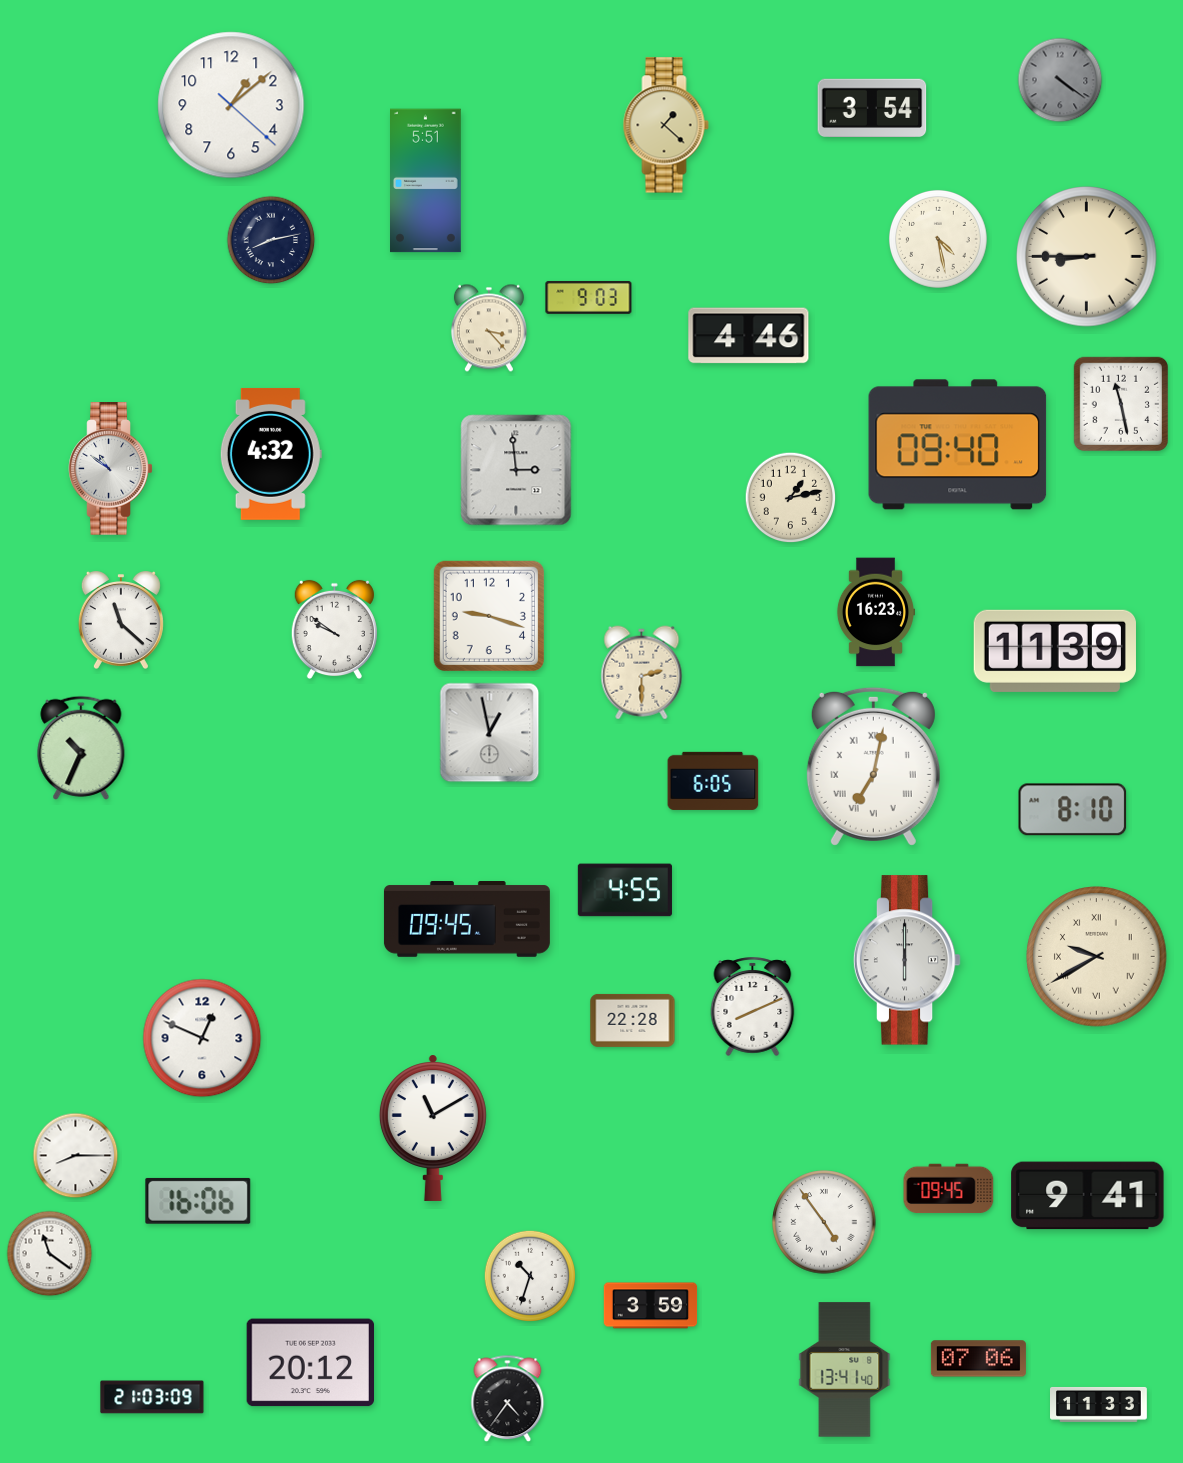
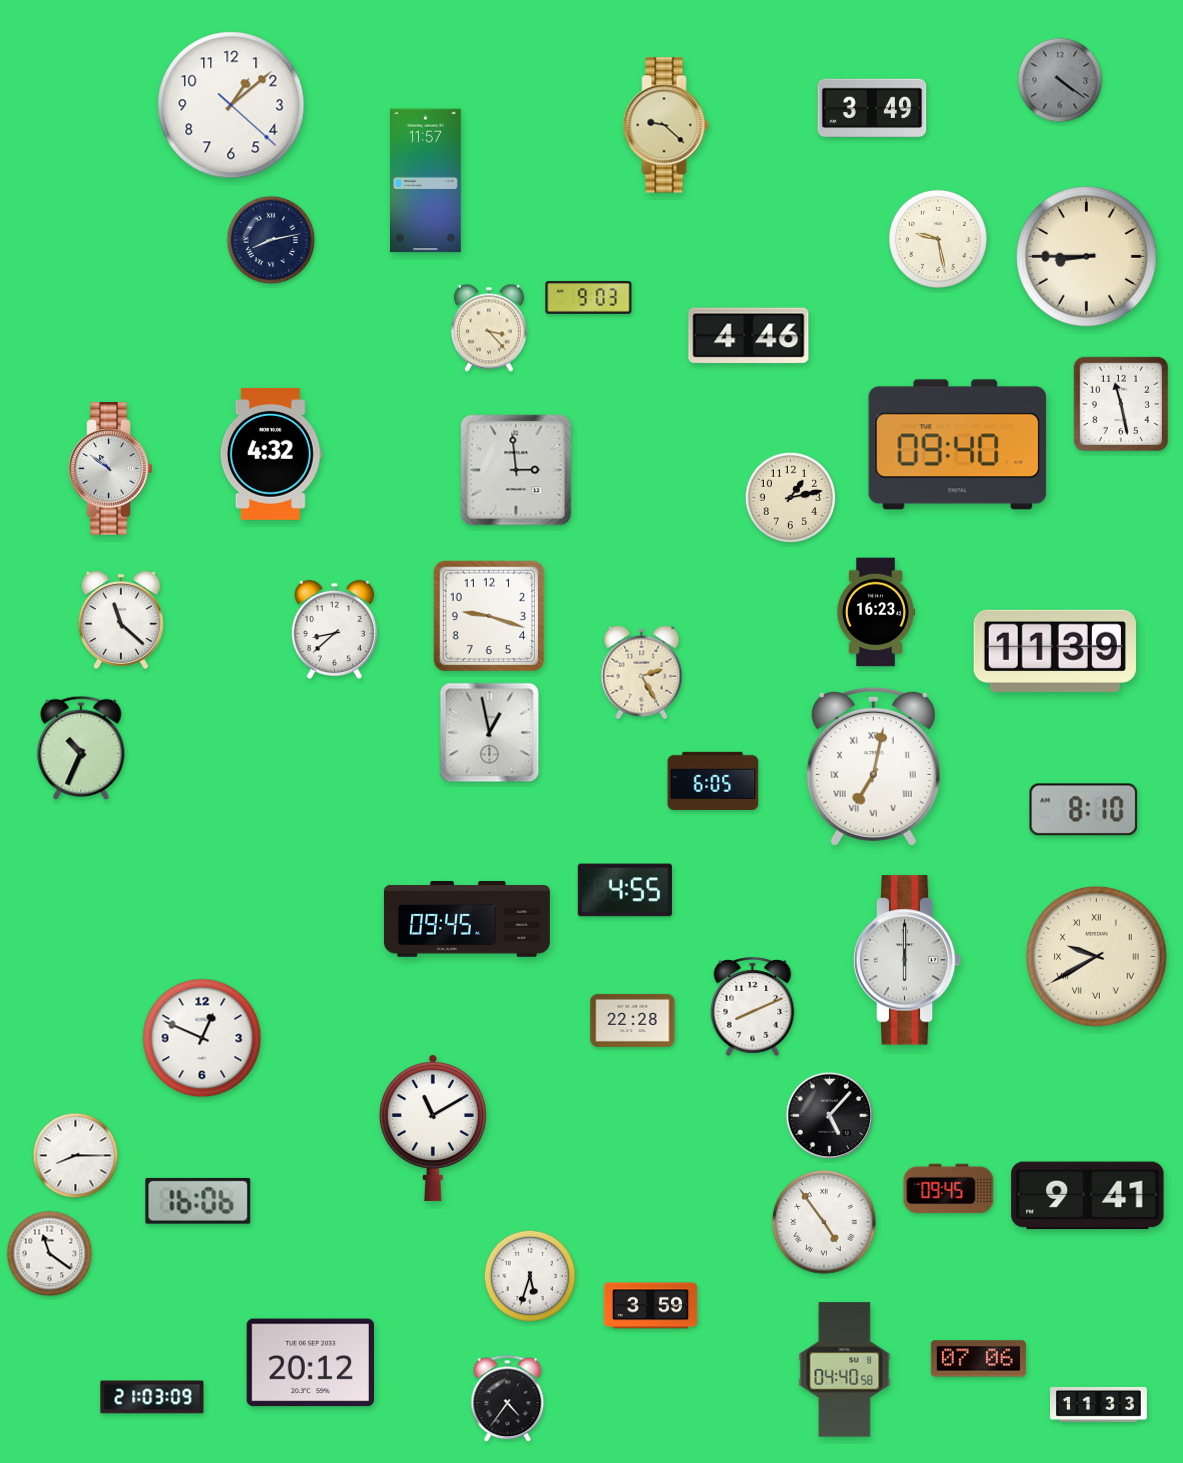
clock at (872, 107): 3:54 -> 3:49
clock at (666, 125): 1:22 -> 9:22
clock at (426, 181): 5:51 -> 11:57
clock at (938, 239): 4:28 -> 9:28
clock at (334, 630): 9:51 -> 8:38
clock at (642, 673): 2:30 -> 2:25
clock at (1073, 810) position: (1073, 810) -> (1084, 810)
clock at (830, 1116): none -> 5:07
clock at (529, 1275): 10:33 -> 5:33
clock at (845, 1370): 13:41 -> 04:40
